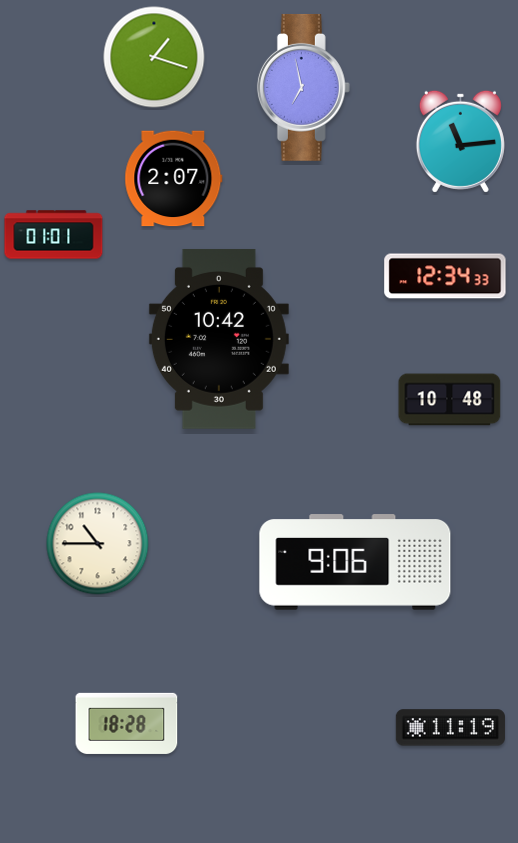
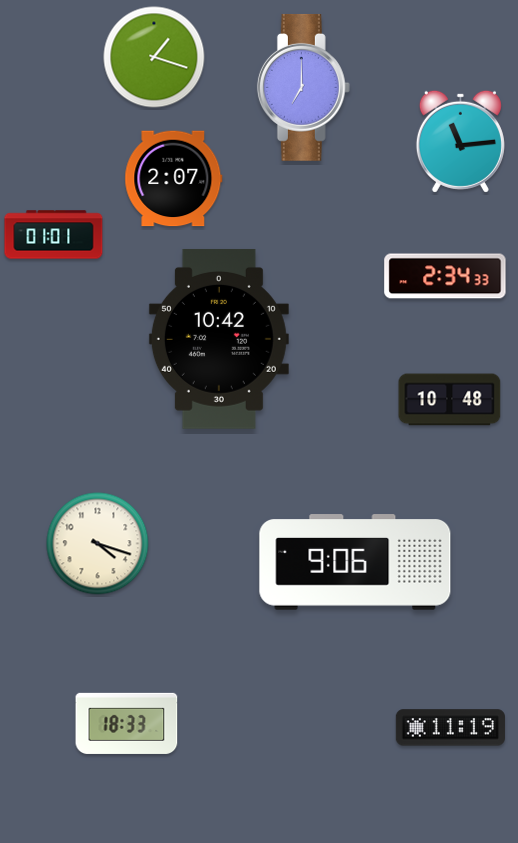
clock at (303, 87): 6:58 -> 7:00
clock at (445, 276): 12:34 -> 2:34
clock at (98, 544): 10:45 -> 4:18
clock at (127, 723): 18:28 -> 18:33
